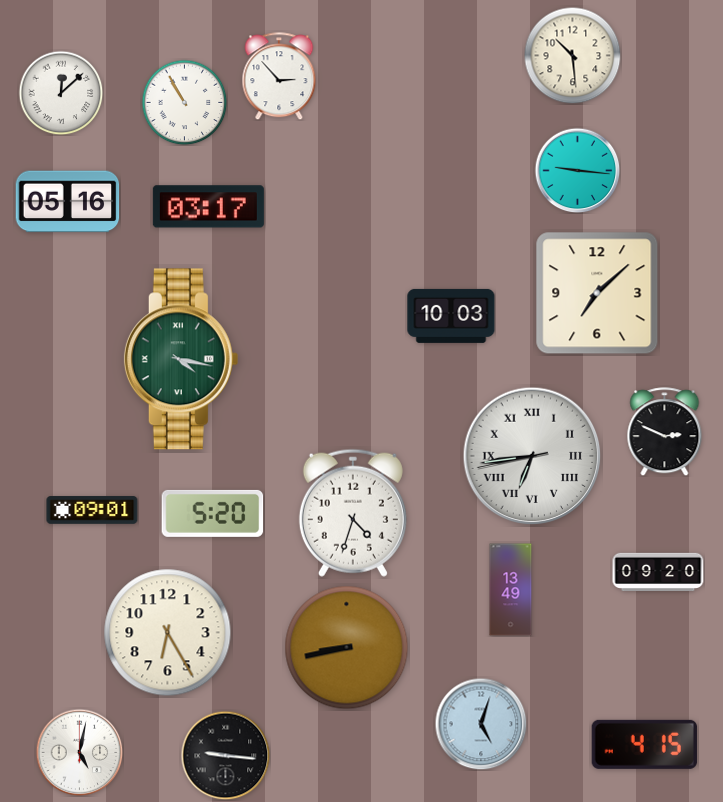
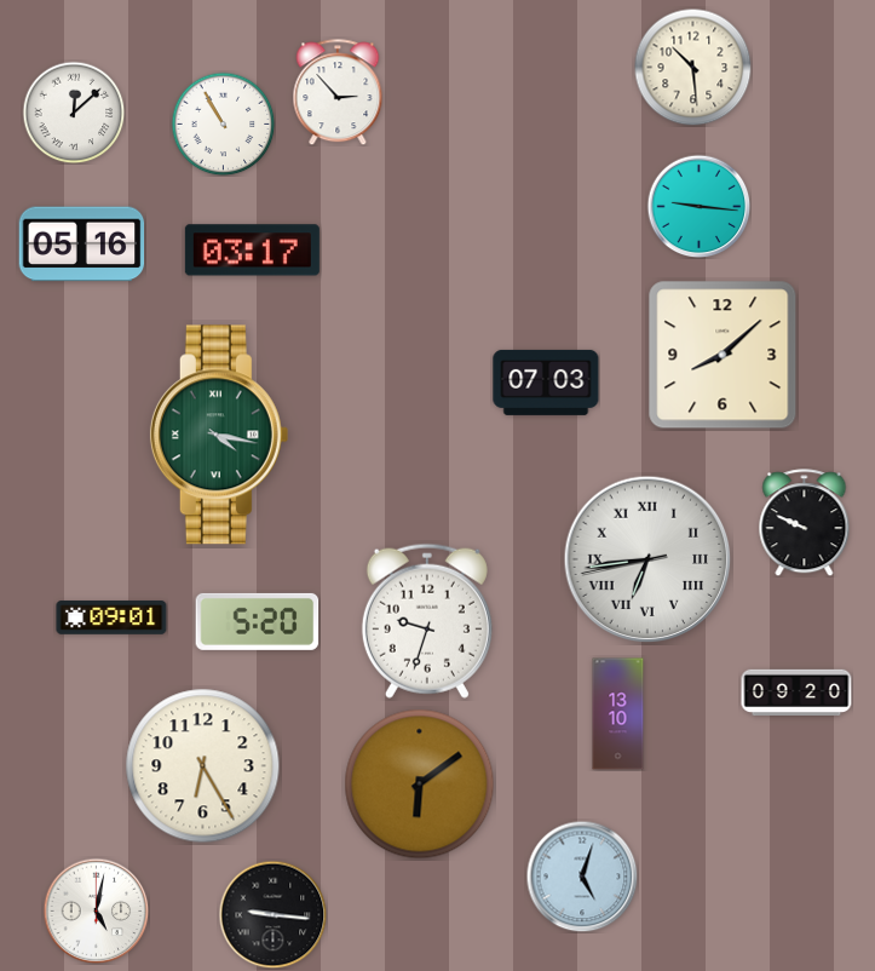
clock at (597, 293): 7:08 -> 8:08
clock at (451, 316): 10:03 -> 07:03
clock at (665, 432): 2:49 -> 9:49
clock at (532, 456) position: (532, 456) -> (647, 559)
clock at (353, 513): 4:33 -> 9:33
clock at (511, 590): 13:49 -> 13:10
clock at (347, 648): 8:43 -> 6:09
clock at (644, 744): 4:15 -> none
